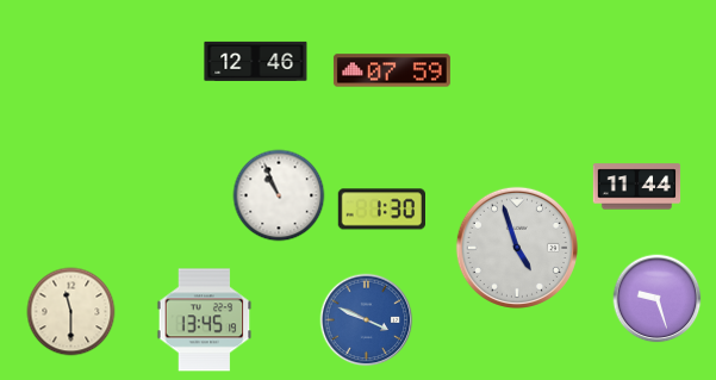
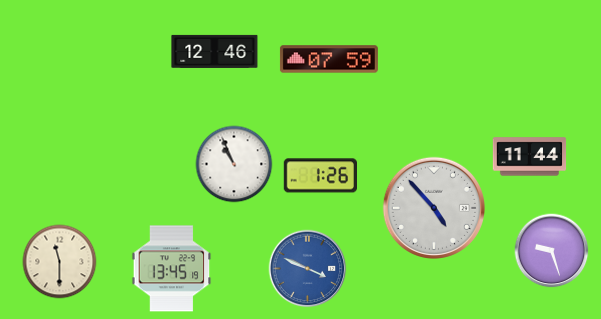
clock at (637, 187) position: (637, 187) -> (530, 157)
clock at (381, 210): 1:30 -> 1:26
clock at (517, 248): 4:57 -> 4:53
